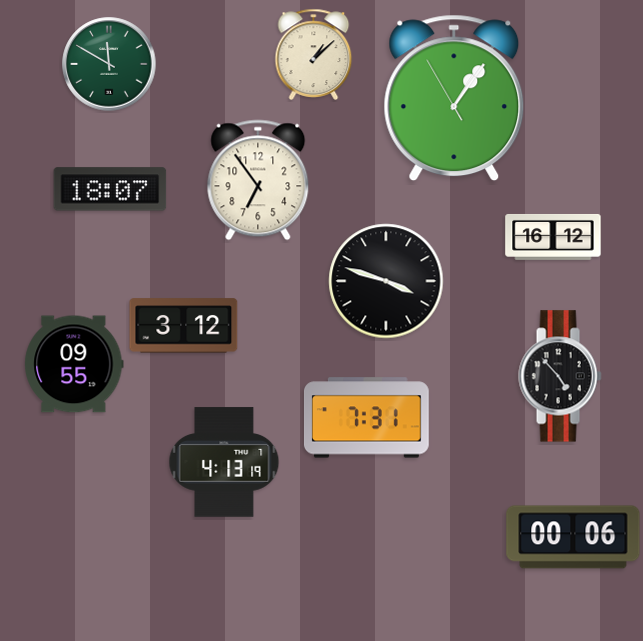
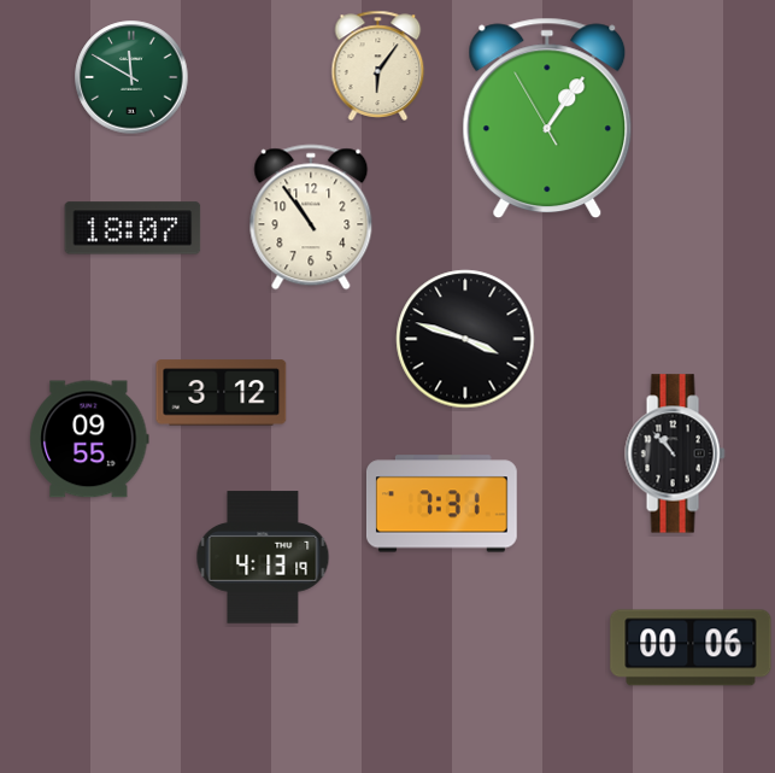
clock at (314, 54): 1:08 -> 6:06
clock at (258, 180): 6:54 -> 10:54
clock at (553, 237): 16:12 -> none
clock at (560, 376): 4:53 -> 10:53
clock at (224, 462) position: (224, 462) -> (263, 557)
